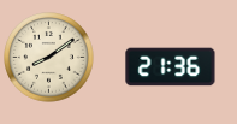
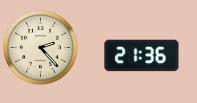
clock at (49, 58): 8:09 -> 2:23
